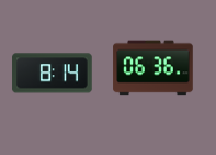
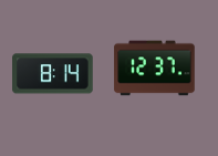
clock at (154, 68): 06:36 -> 12:37
